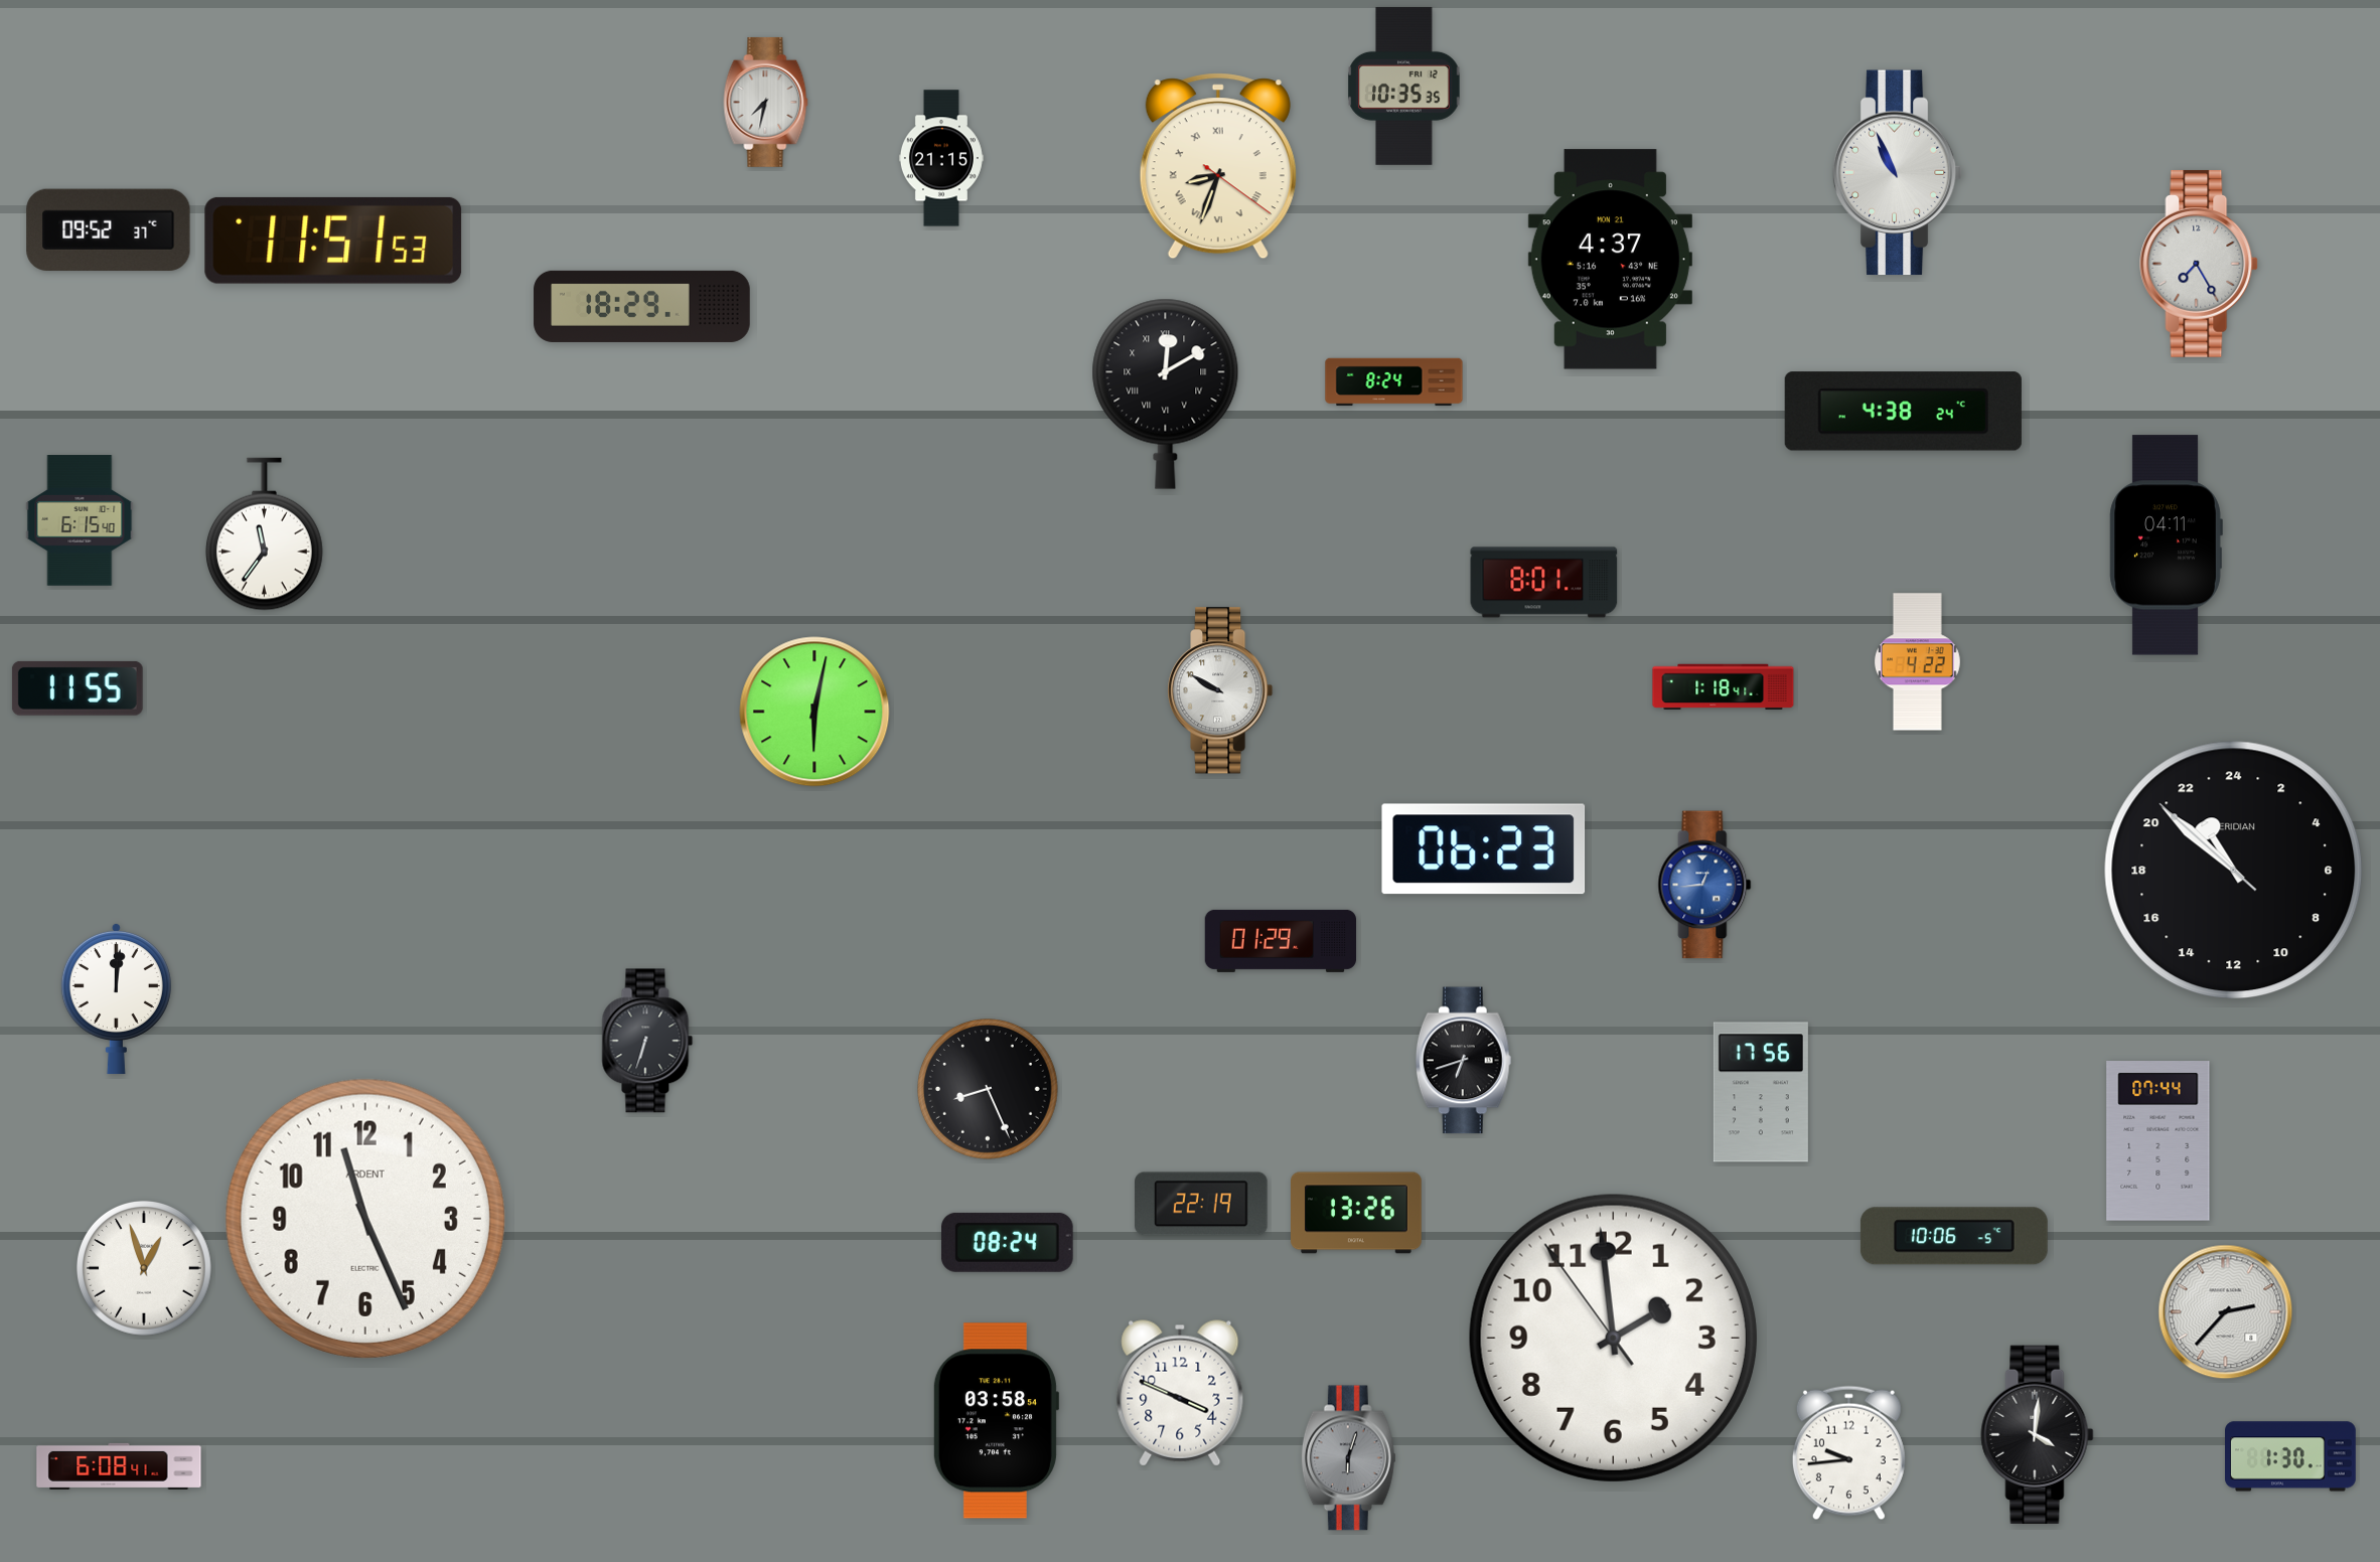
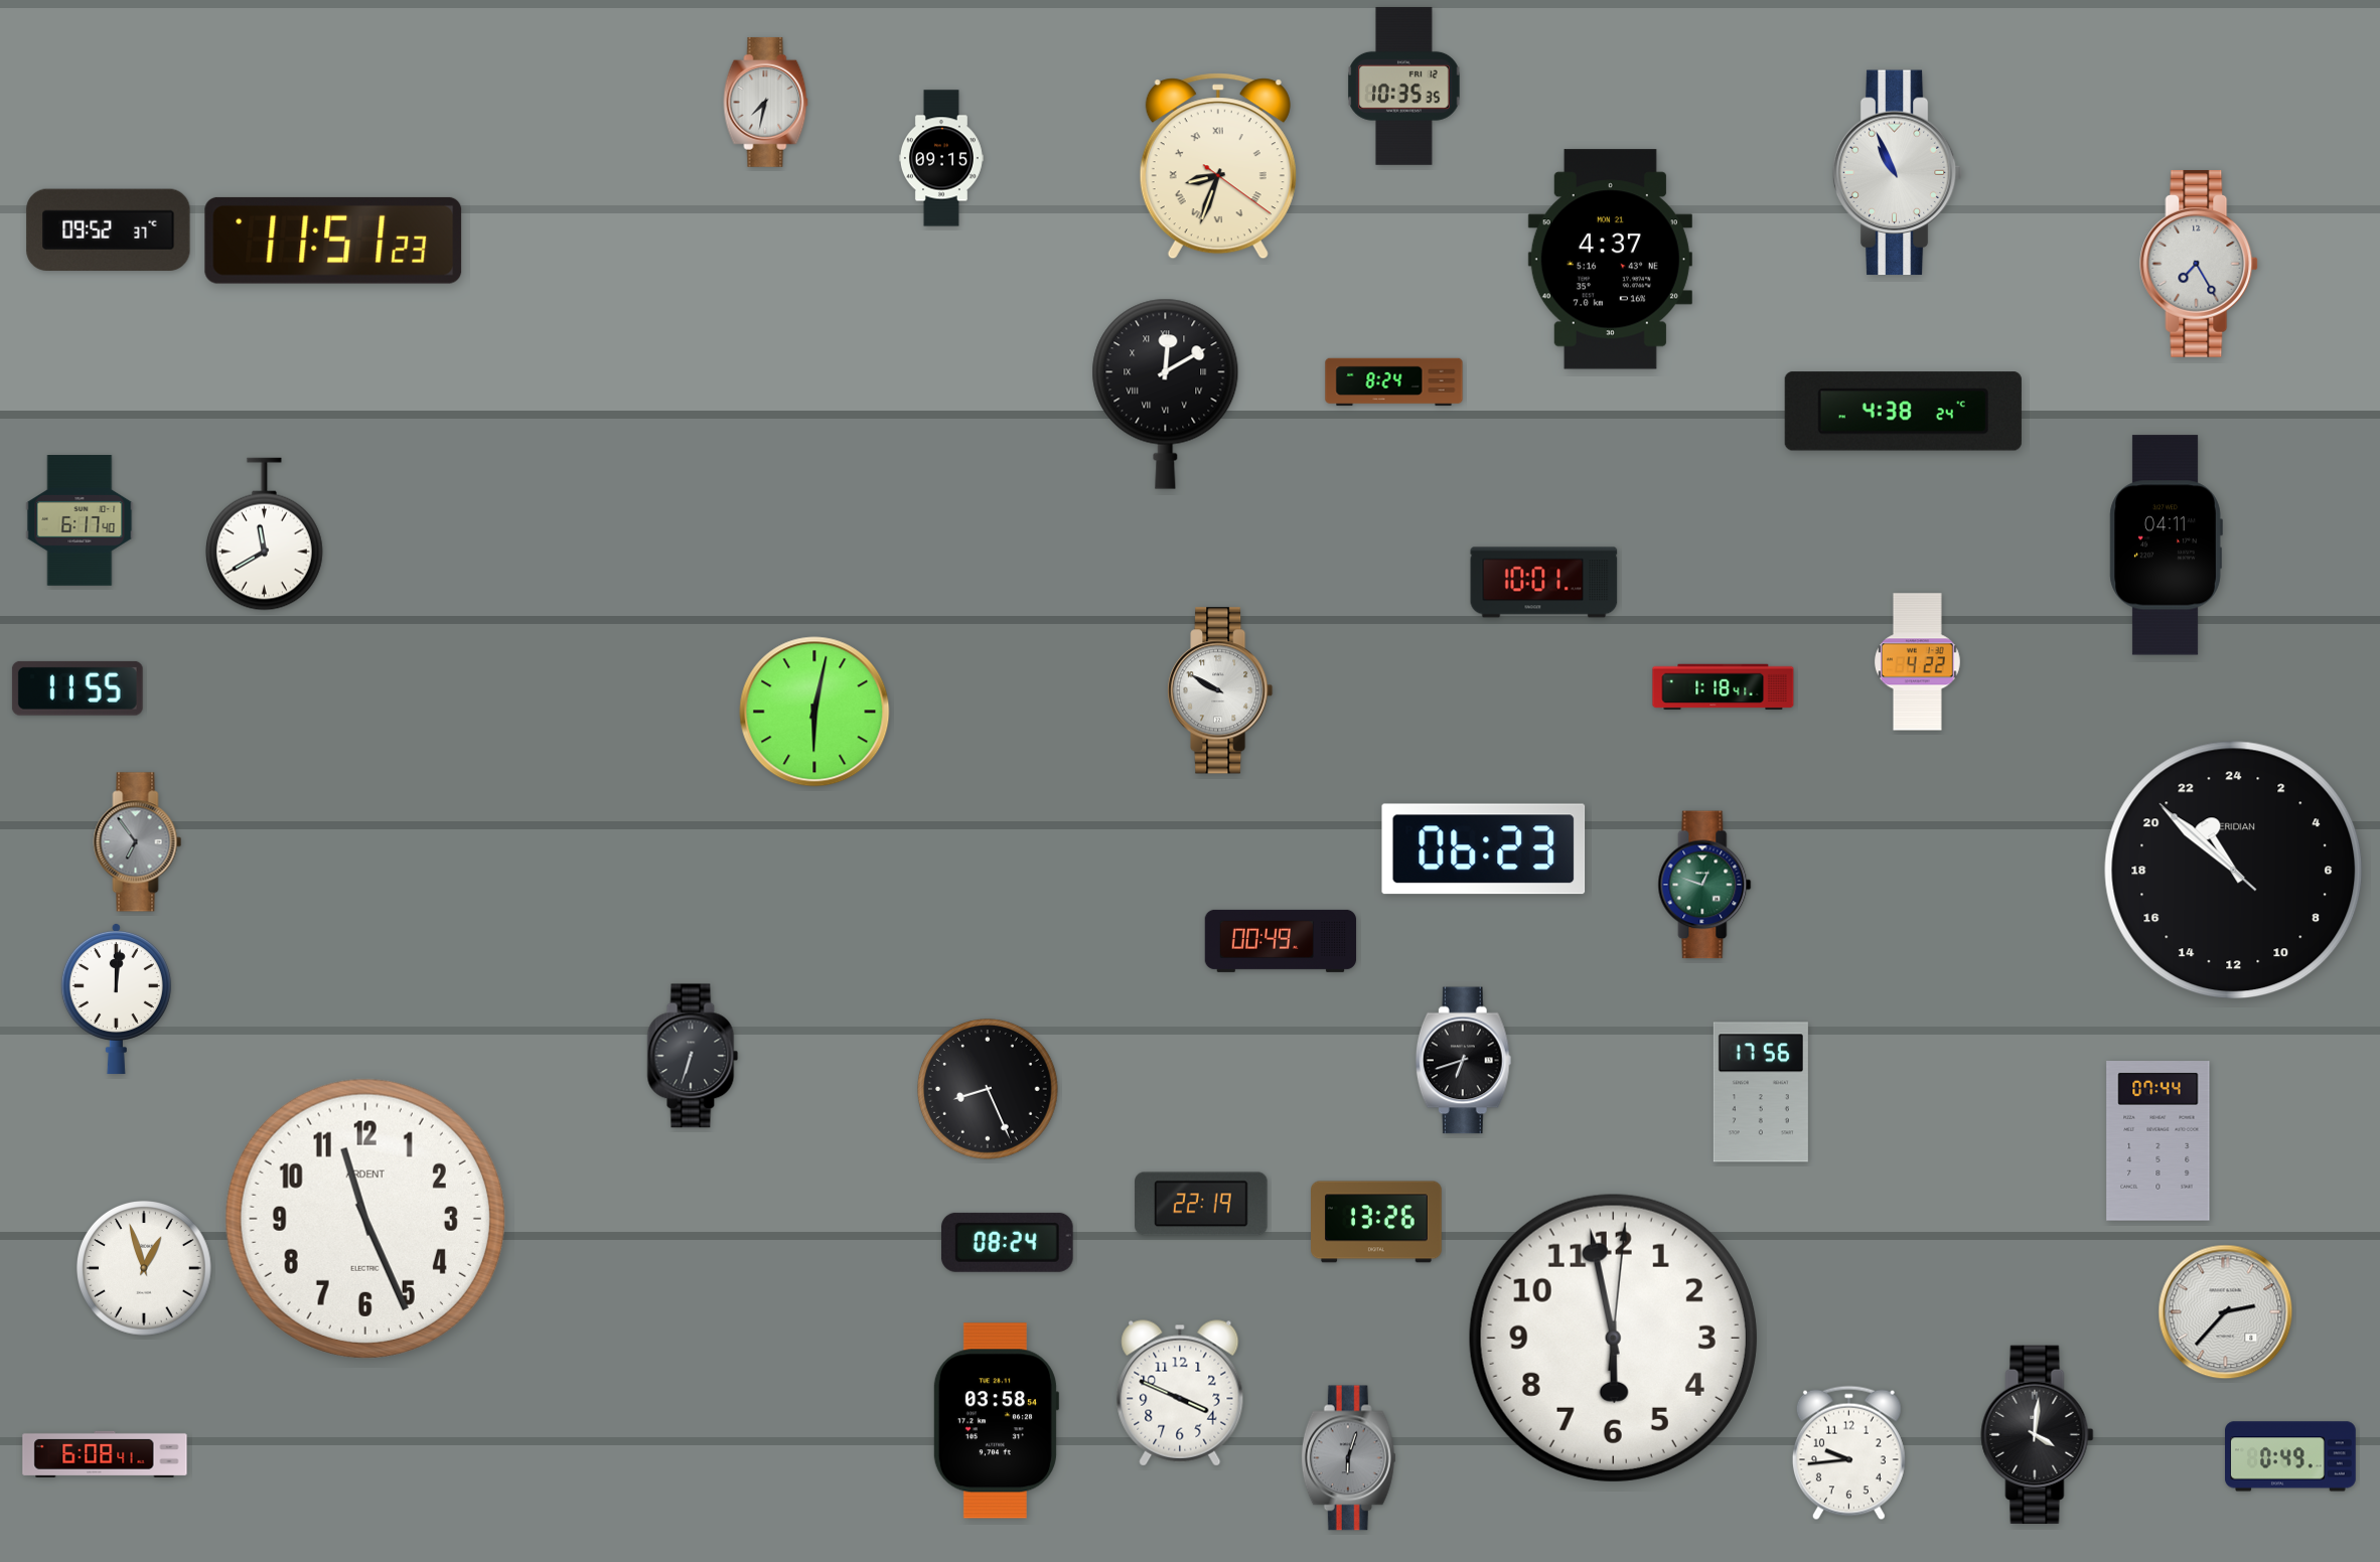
clock at (941, 158): 21:15 -> 09:15
clock at (333, 241): 11:51:53 -> 11:51:23
clock at (642, 306): 18:29 -> none
clock at (80, 520): 6:15 -> 6:17
clock at (265, 534): 11:36 -> 11:40
clock at (1544, 583): 8:01 -> 10:01
clock at (138, 842): none -> 6:54
clock at (1704, 885): 12:44 -> 12:48
clock at (1704, 885) dial: blue -> green
clock at (1281, 941): 01:29 -> 00:49
clock at (647, 1041) position: (647, 1041) -> (693, 1056)
clock at (1357, 1213) position: (1357, 1213) -> (1377, 1222)
clock at (1954, 1236): 10:06 -> none
clock at (1613, 1338): 1:58 -> 5:58
clock at (2291, 1456): 1:30 -> 0:49
clock at (119, 1466) position: (119, 1466) -> (105, 1454)
